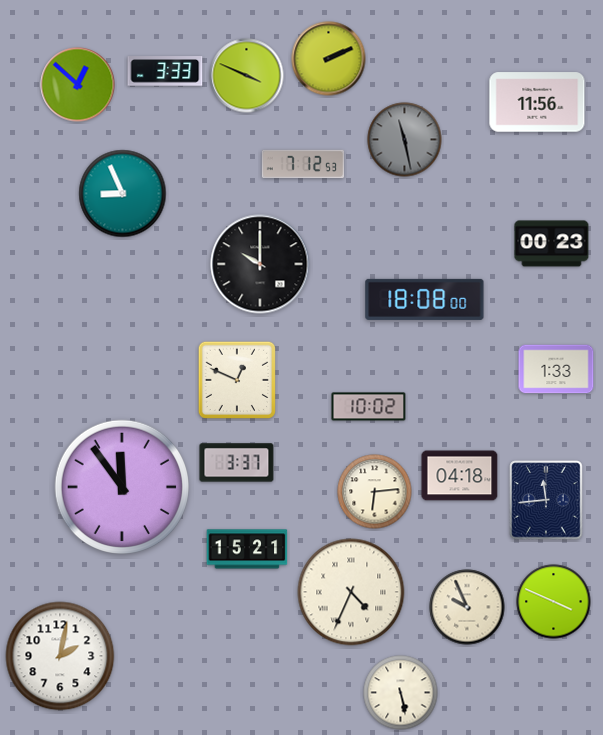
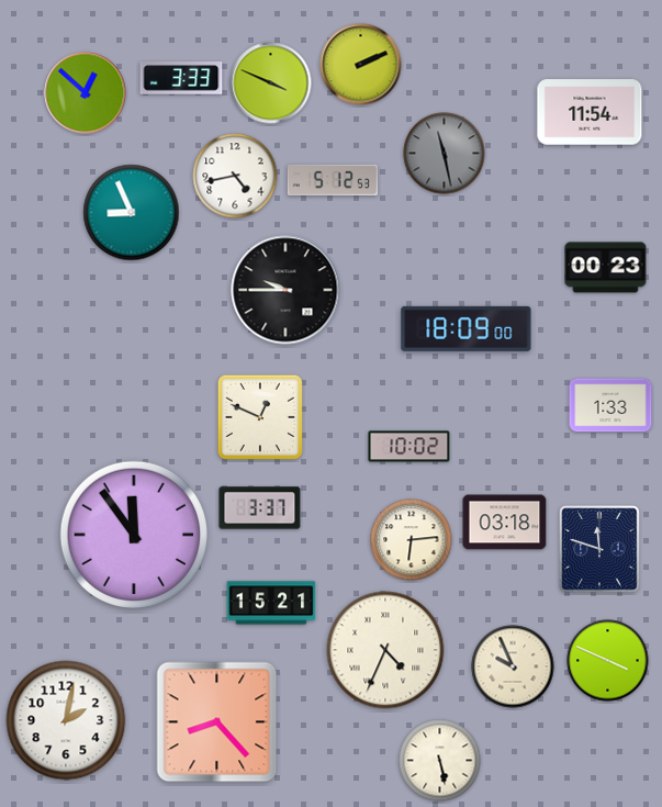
clock at (537, 102): 11:56 -> 11:54
clock at (235, 176): none -> 4:43
clock at (303, 164): 7:12 -> 5:12
clock at (123, 194) position: (123, 194) -> (132, 213)
clock at (260, 264): 10:00 -> 9:45
clock at (425, 299): 18:08 -> 18:09
clock at (369, 407) position: (369, 407) -> (409, 447)
clock at (460, 476): 04:18 -> 03:18
clock at (546, 500): 11:44 -> 11:48
clock at (217, 722): none -> 8:23
